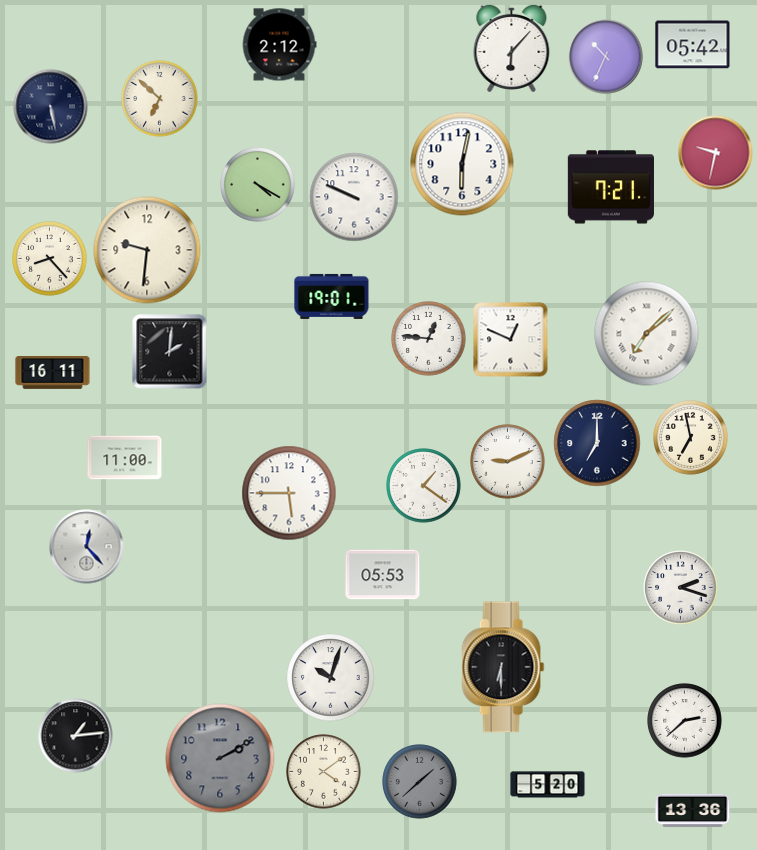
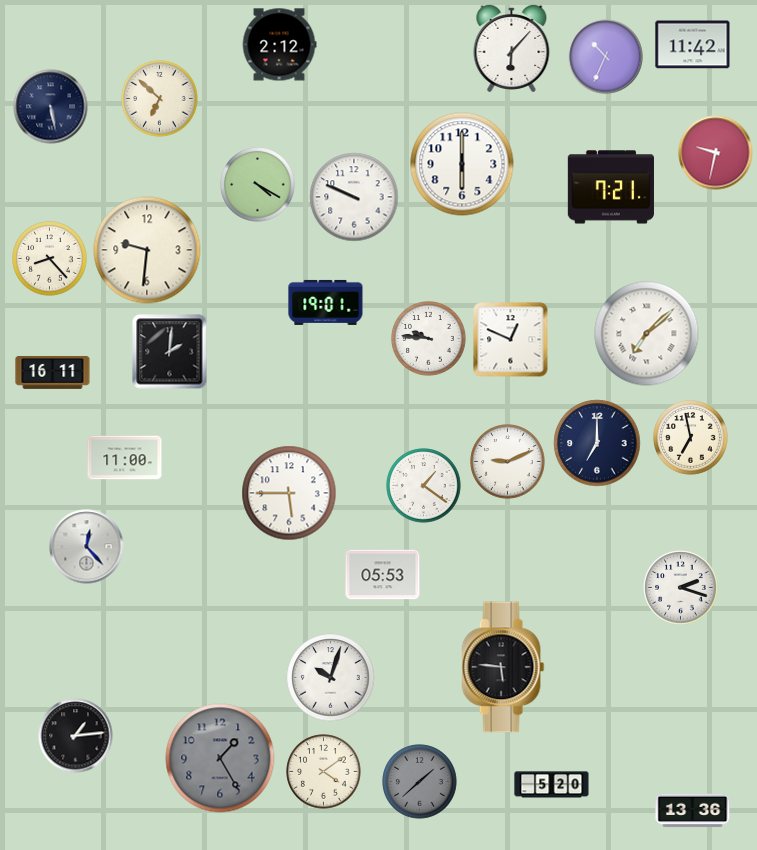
clock at (693, 45): 05:42 -> 11:42
clock at (462, 164): 6:02 -> 6:00
clock at (332, 296) position: (332, 296) -> (326, 302)
clock at (429, 339): 12:46 -> 9:46
clock at (503, 667): 6:30 -> 5:46
clock at (685, 721): 2:38 -> none
clock at (220, 758): 2:10 -> 1:25
clock at (548, 785) position: (548, 785) -> (552, 785)
